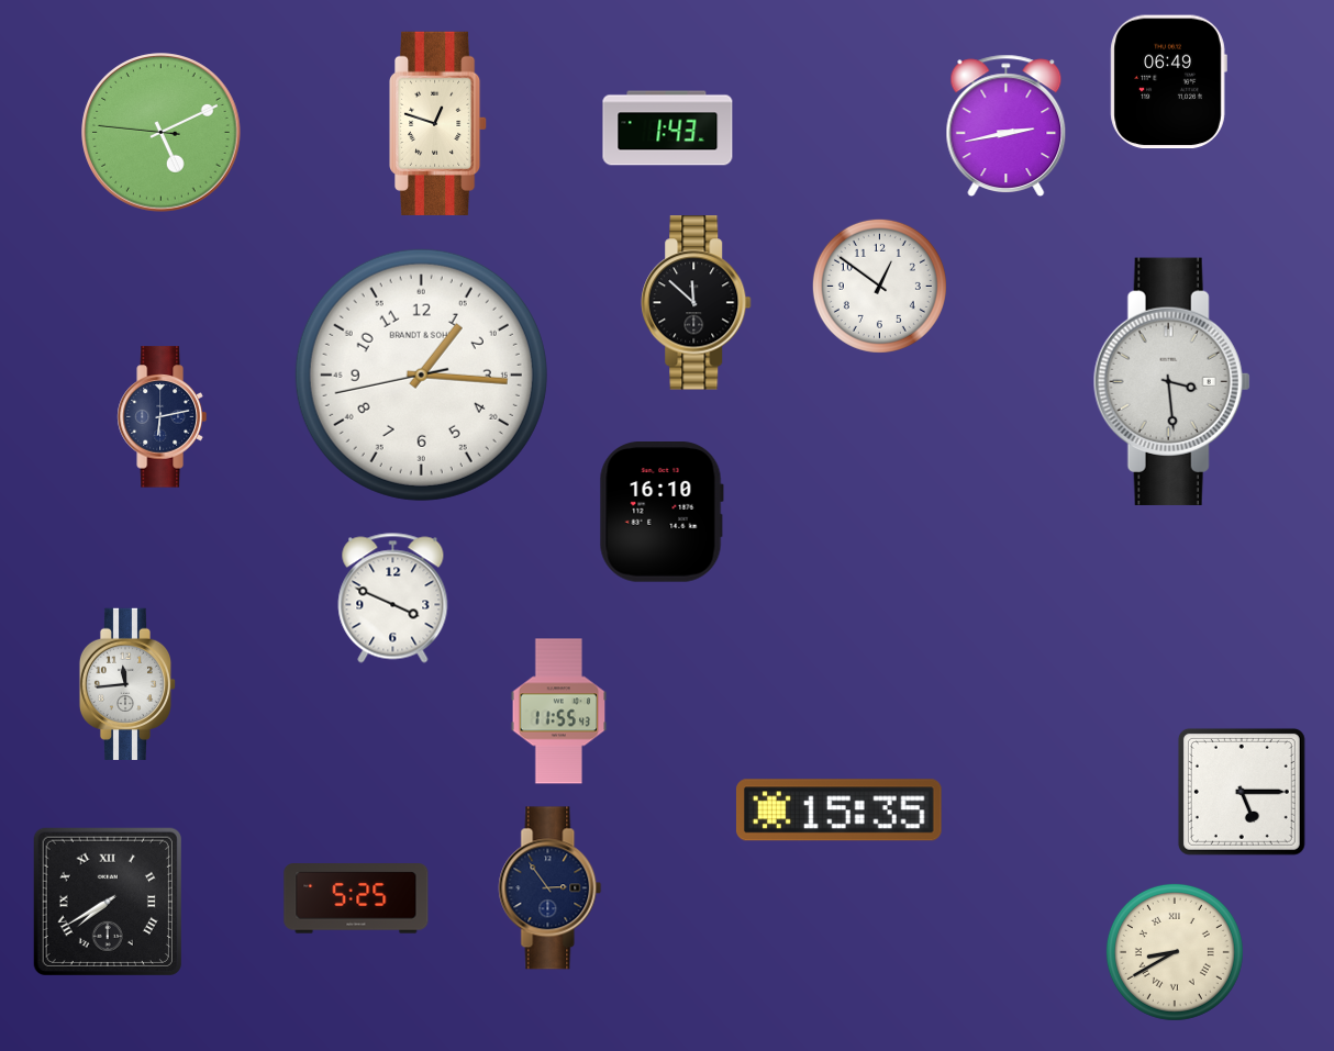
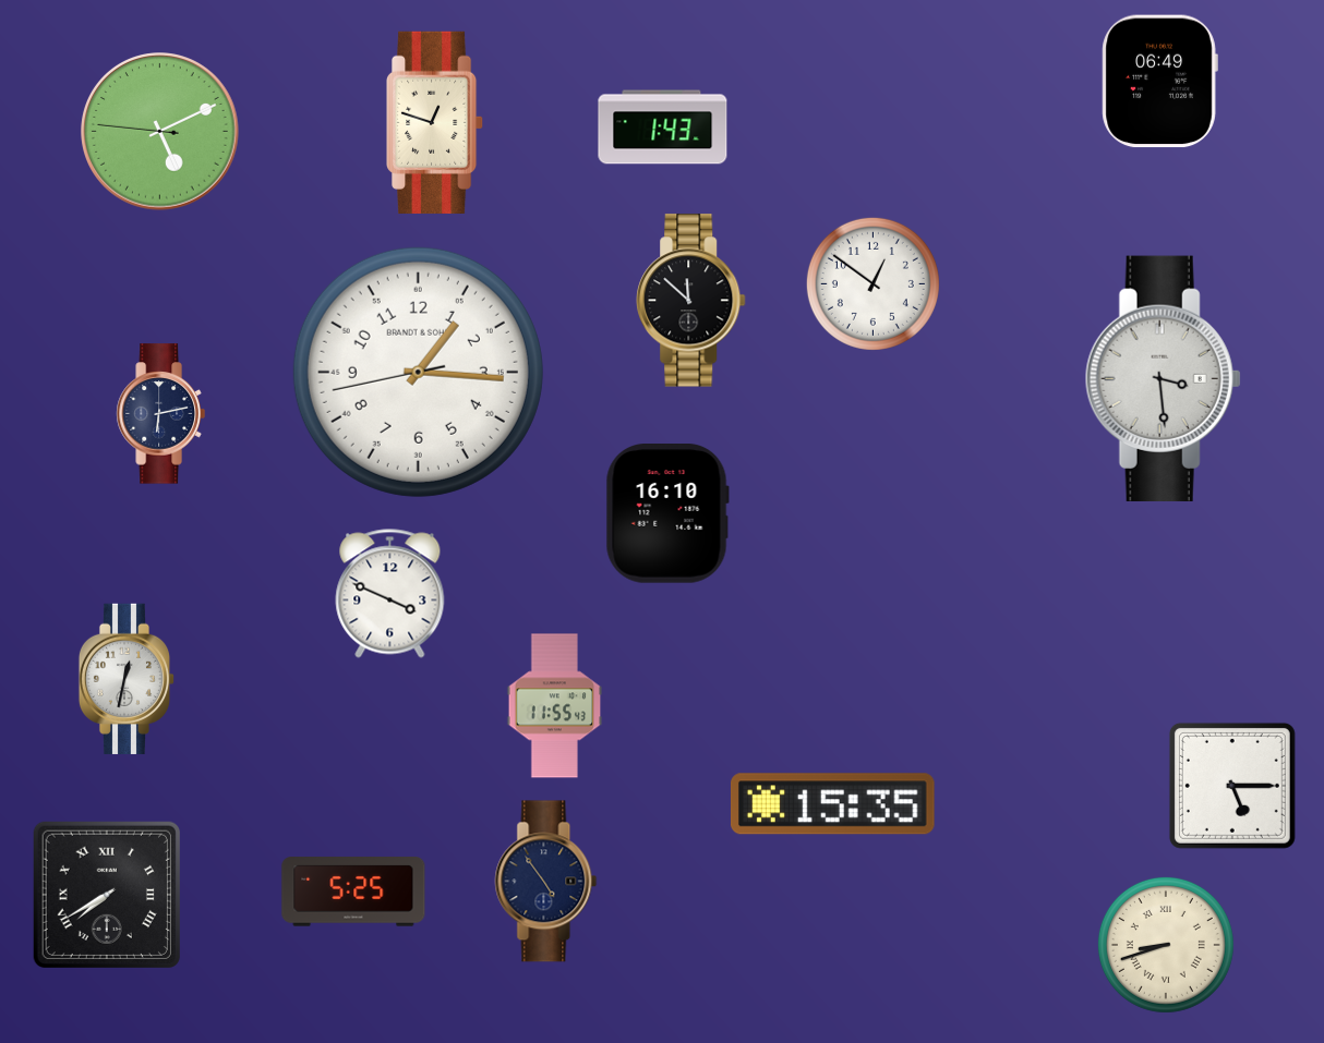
clock at (1007, 125): 2:43 -> none
clock at (662, 513) position: (662, 513) -> (667, 514)
clock at (127, 684): 11:44 -> 12:32
clock at (551, 888): 2:54 -> 4:54
clock at (1175, 952): 8:40 -> 8:42
